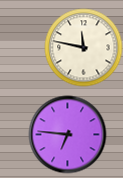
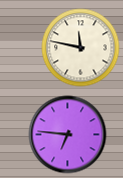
clock at (83, 47) position: (83, 47) -> (80, 47)
